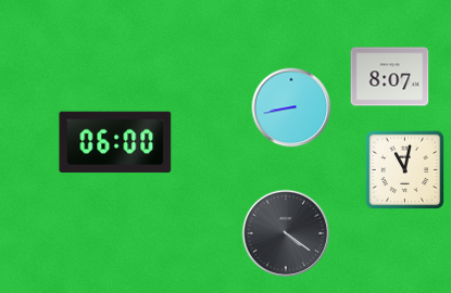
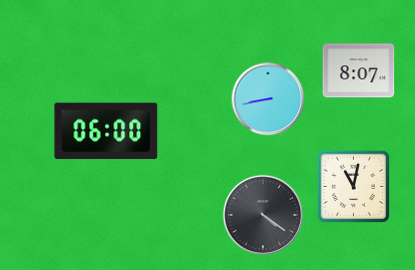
clock at (405, 170) position: (405, 170) -> (354, 187)
